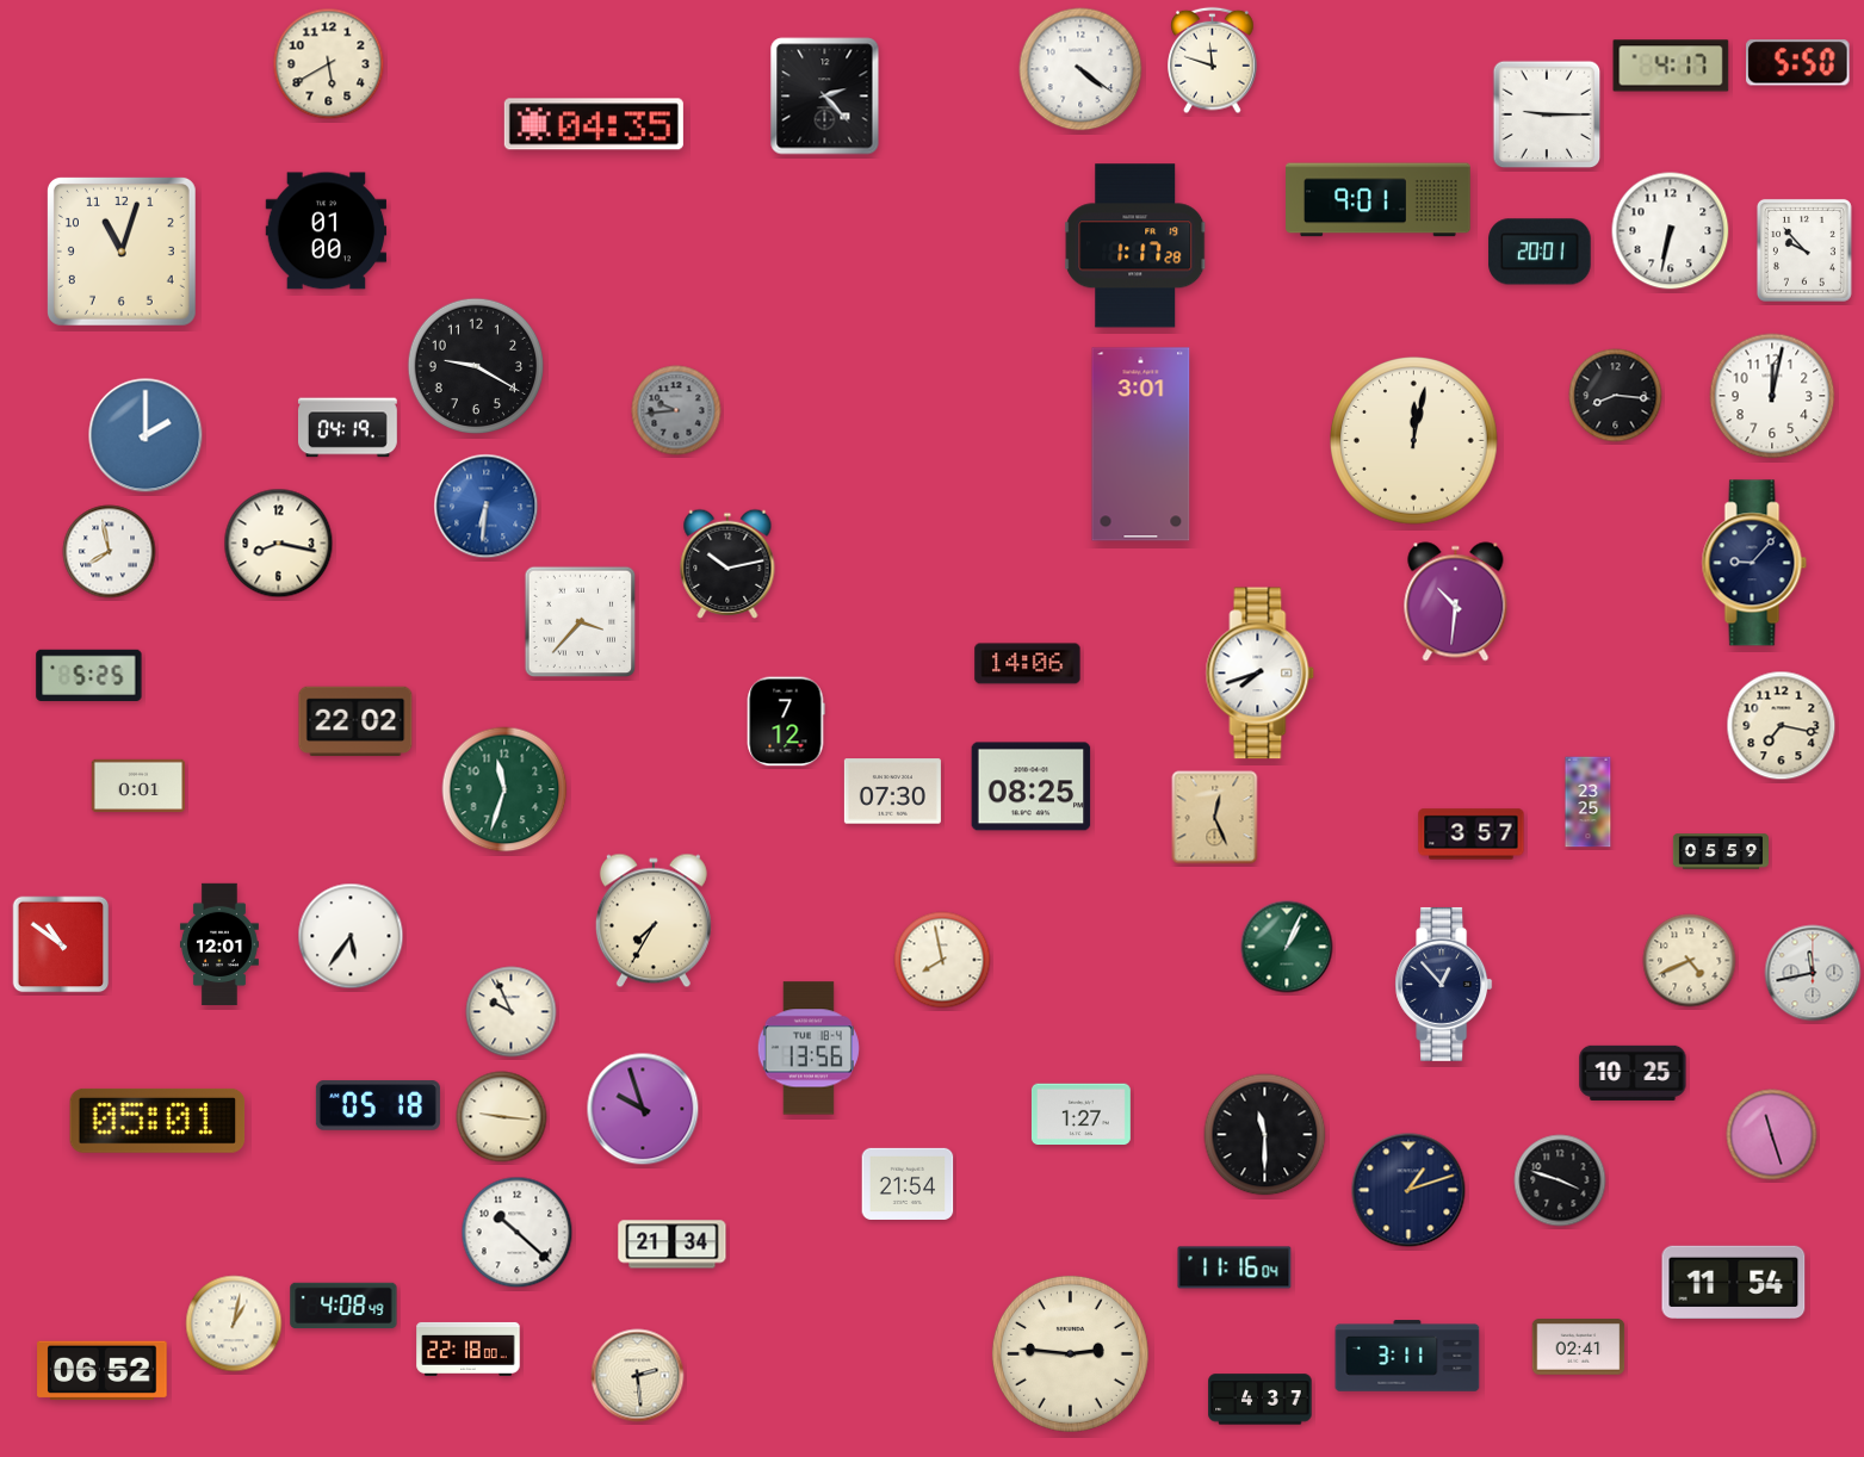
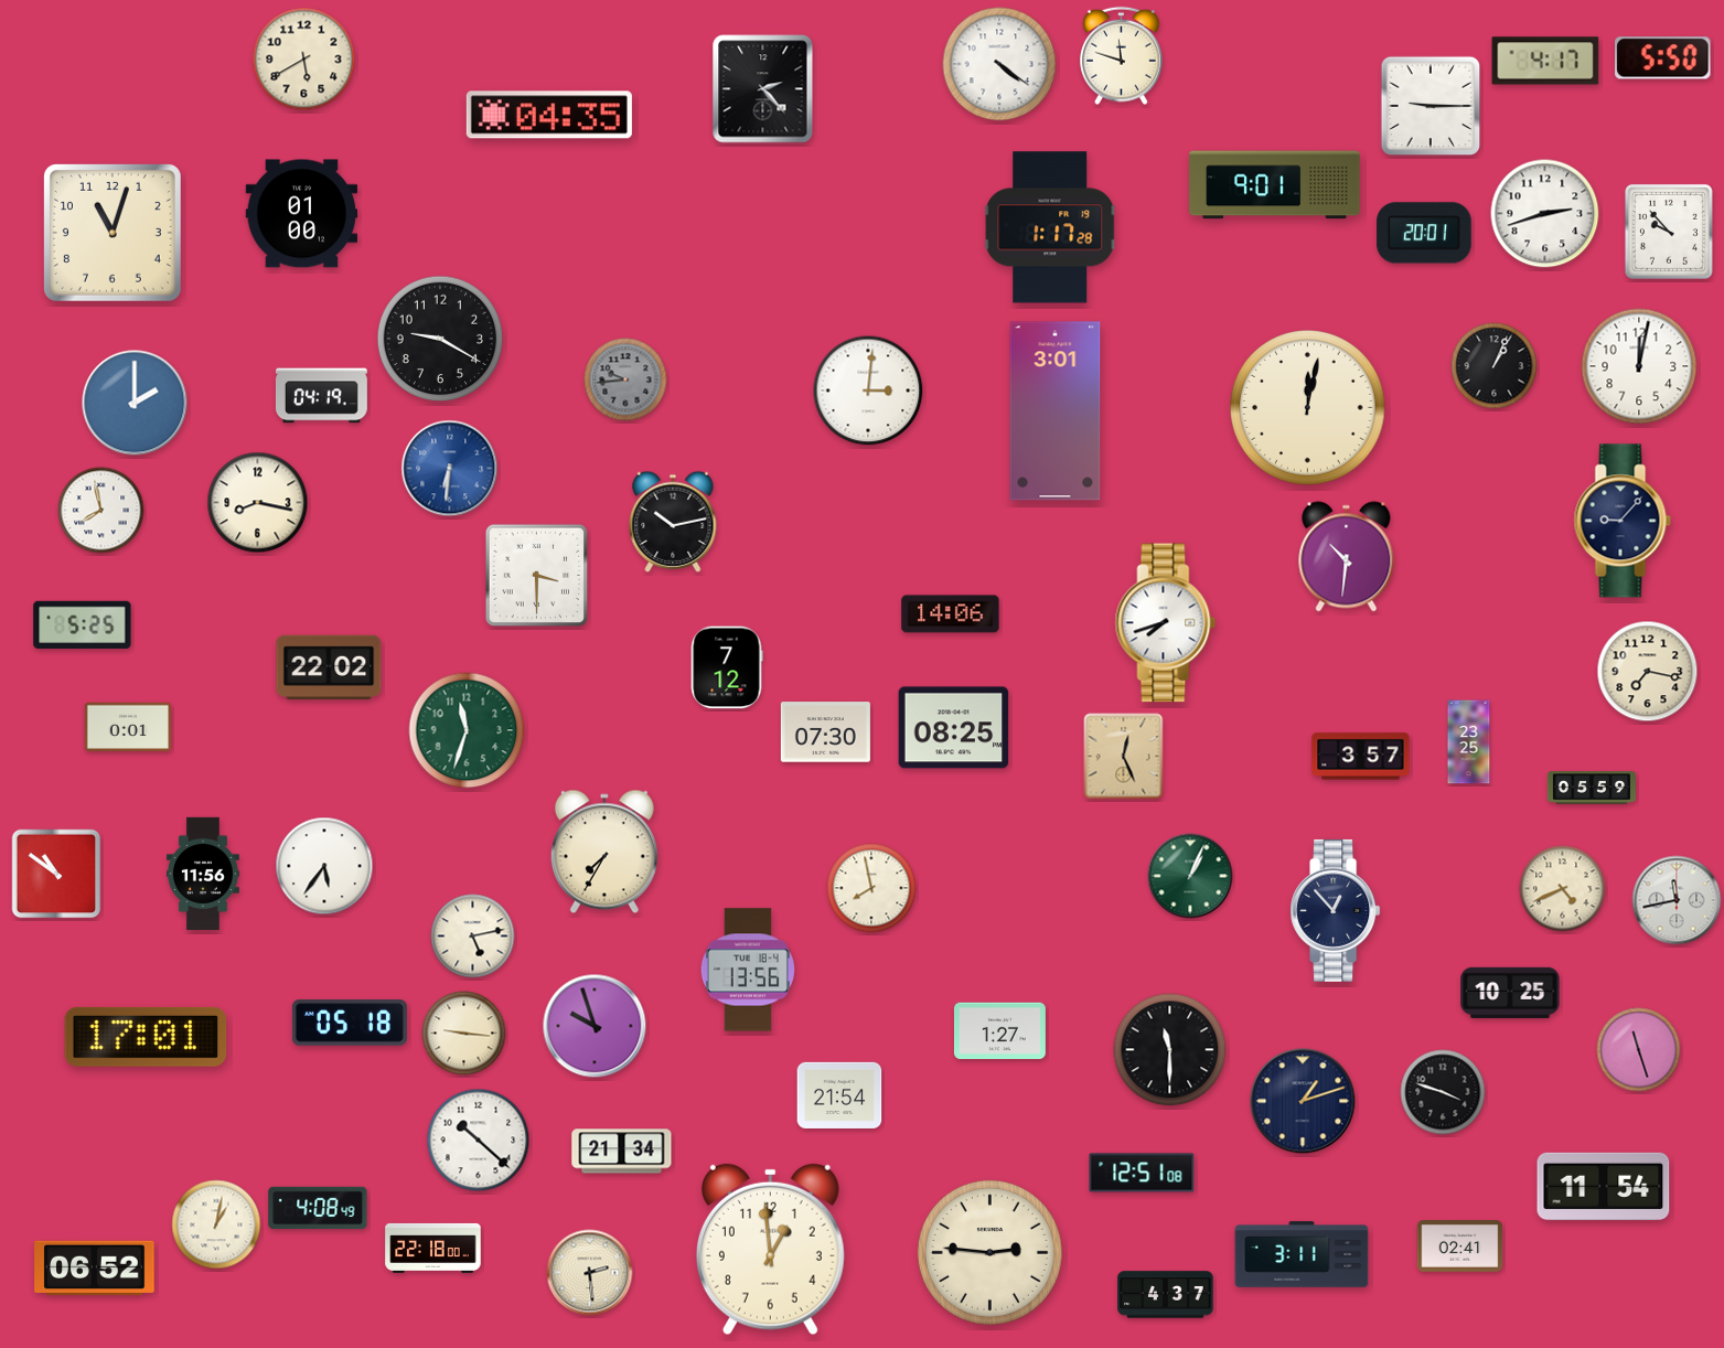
clock at (1671, 231): 6:32 -> 2:42
clock at (1616, 396): 8:16 -> 1:04
clock at (868, 391): none -> 3:01
clock at (581, 622): 3:37 -> 3:30
clock at (1472, 835) position: (1472, 835) -> (1361, 757)
clock at (219, 944): 12:01 -> 11:56
clock at (512, 1012): 9:56 -> 5:13
clock at (157, 1121): 05:01 -> 17:01
clock at (1234, 1267): 11:16 -> 12:51
clock at (770, 1250): none -> 12:59
